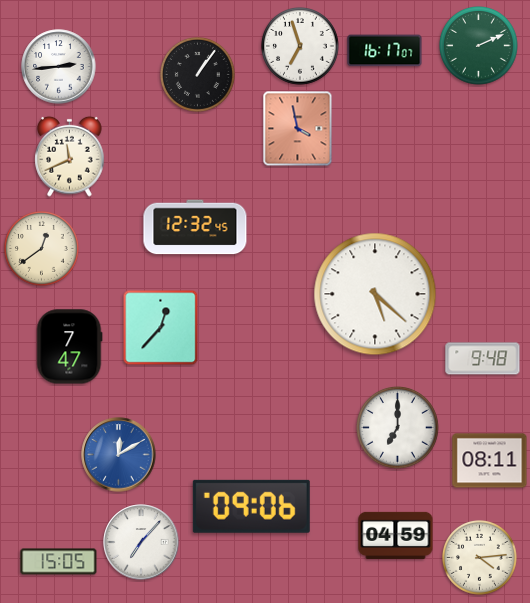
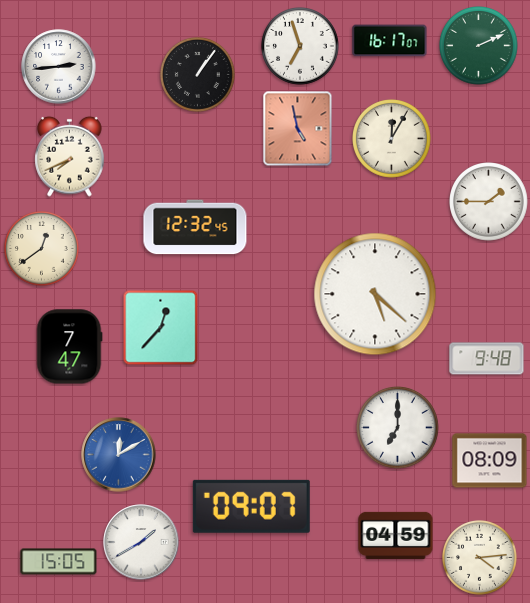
clock at (385, 51) position: (385, 51) -> (390, 41)
clock at (298, 129): 3:58 -> 4:58
clock at (392, 139): none -> 12:05
clock at (70, 156): 11:41 -> 7:41
clock at (489, 202): none -> 1:45
clock at (483, 359) position: (483, 359) -> (487, 359)
clock at (490, 461): 08:11 -> 08:09
clock at (251, 506): 09:06 -> 09:07
clock at (141, 542): 7:07 -> 1:40
